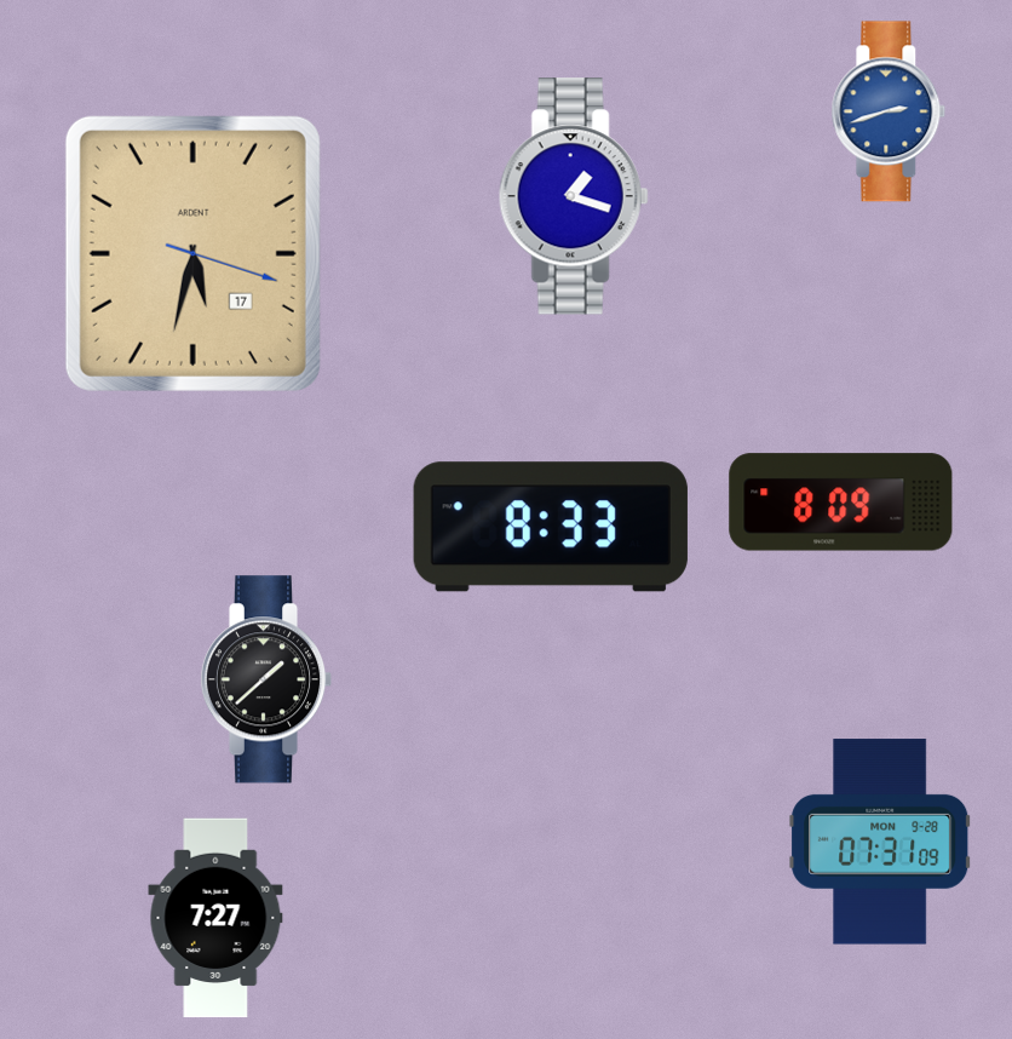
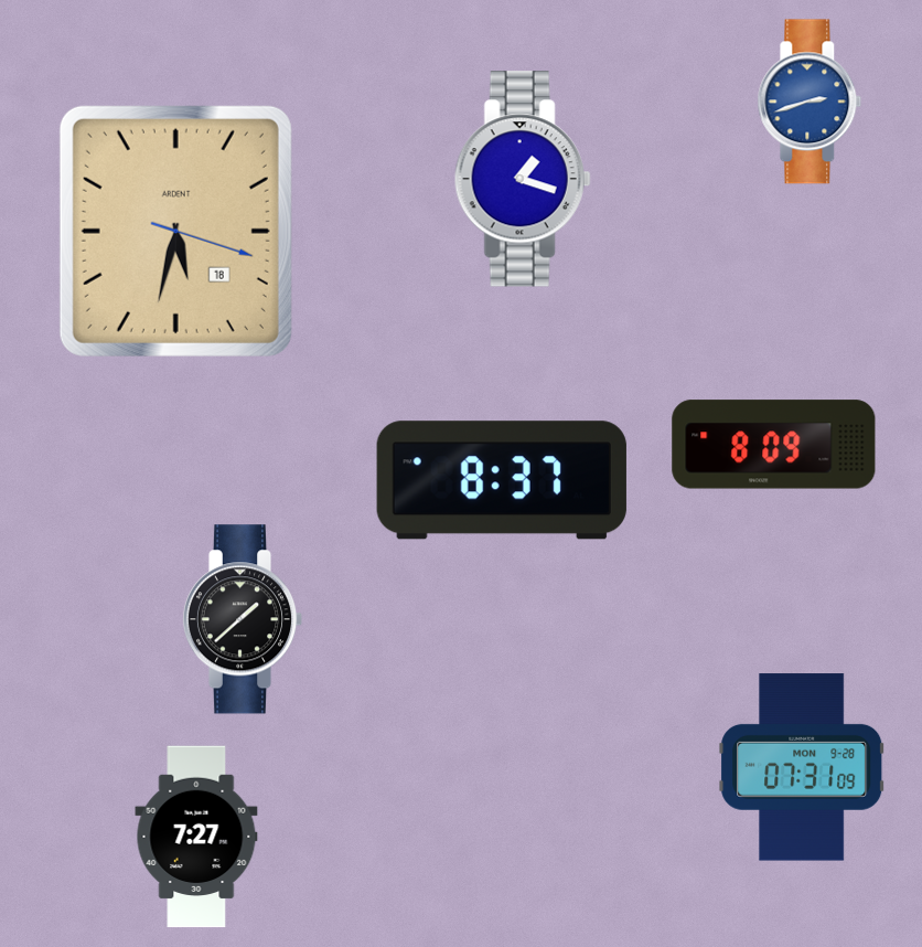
clock at (192, 253) date: 17 -> 18
clock at (841, 503) position: (841, 503) -> (774, 445)
clock at (551, 527): 8:33 -> 8:37
